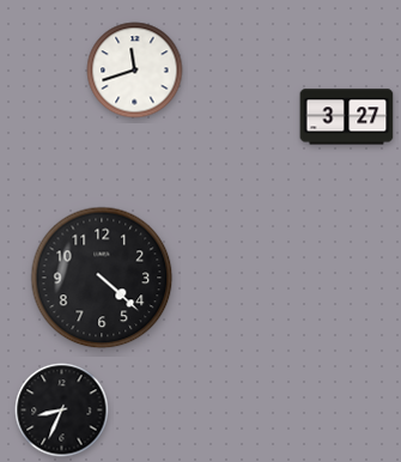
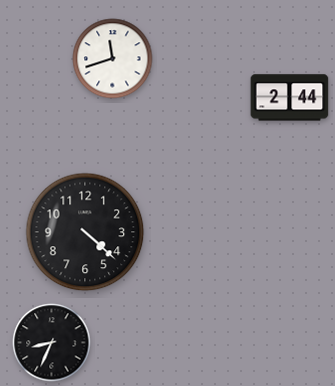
clock at (347, 117): 3:27 -> 2:44
